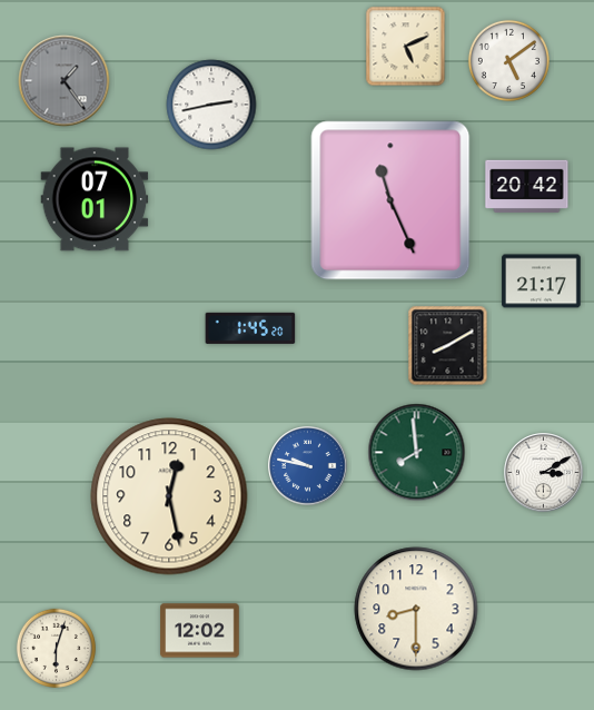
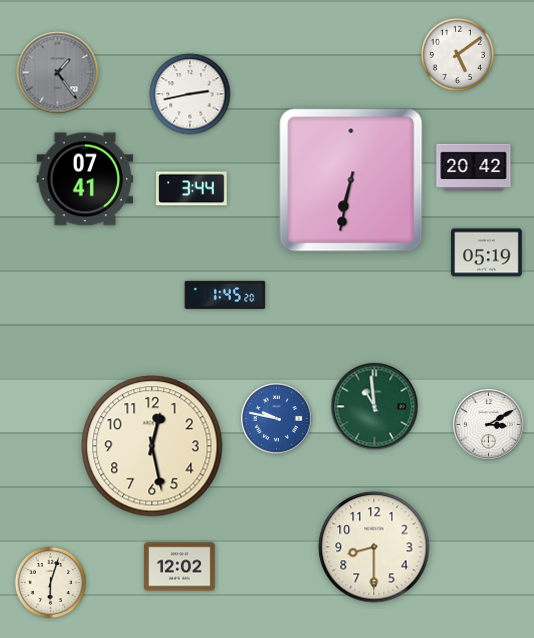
clock at (406, 47): 5:11 -> none
clock at (95, 199): 07:01 -> 07:41
clock at (390, 200): 11:26 -> 6:32
clock at (192, 189): none -> 3:44
clock at (542, 282): 21:17 -> 05:19
clock at (448, 346): 8:10 -> none
clock at (417, 453): 7:59 -> 10:59
